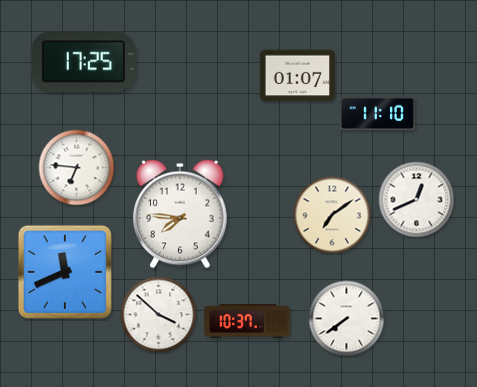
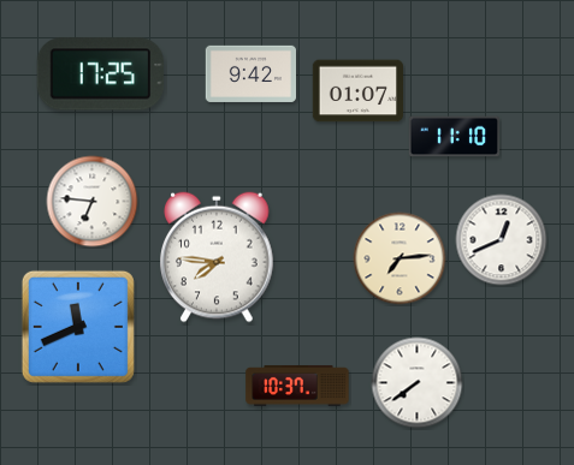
clock at (250, 73): none -> 9:42
clock at (332, 215): 7:09 -> 7:14
clock at (159, 315): 3:52 -> none
